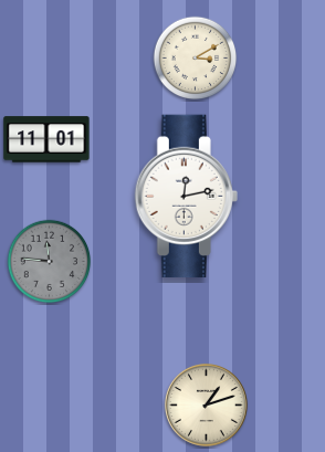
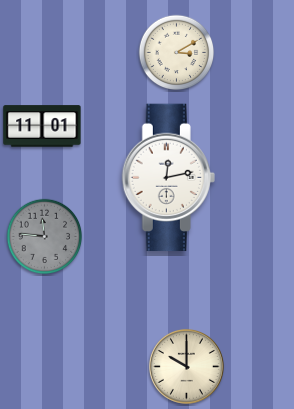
clock at (206, 404): 1:12 -> 10:00
